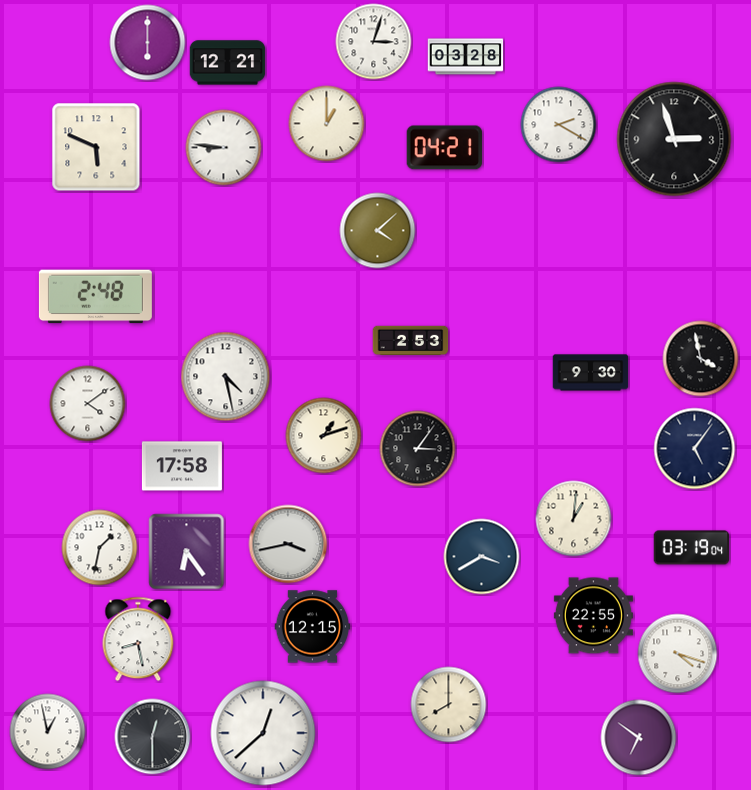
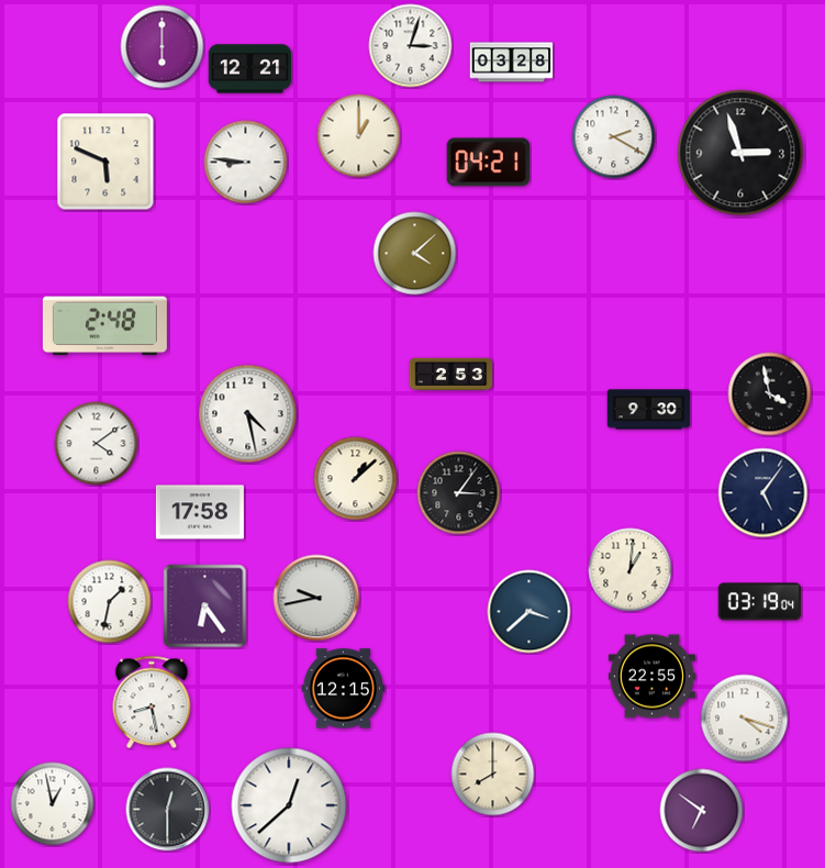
clock at (324, 436): 1:12 -> 1:08
clock at (288, 544): 3:43 -> 9:43
clock at (482, 557): 3:40 -> 3:38
